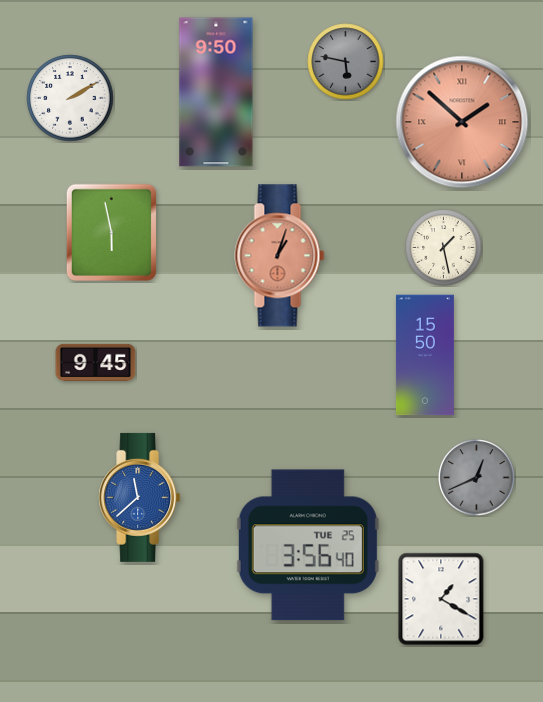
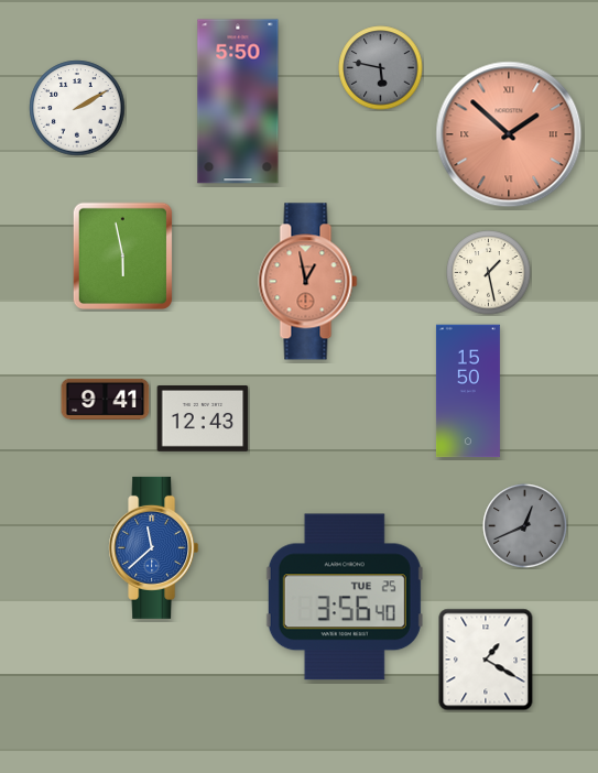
clock at (216, 92): 9:50 -> 5:50
clock at (280, 256): 1:03 -> 12:58
clock at (96, 362): 9:45 -> 9:41
clock at (203, 420): none -> 12:43
clock at (308, 545) position: (308, 545) -> (345, 597)
